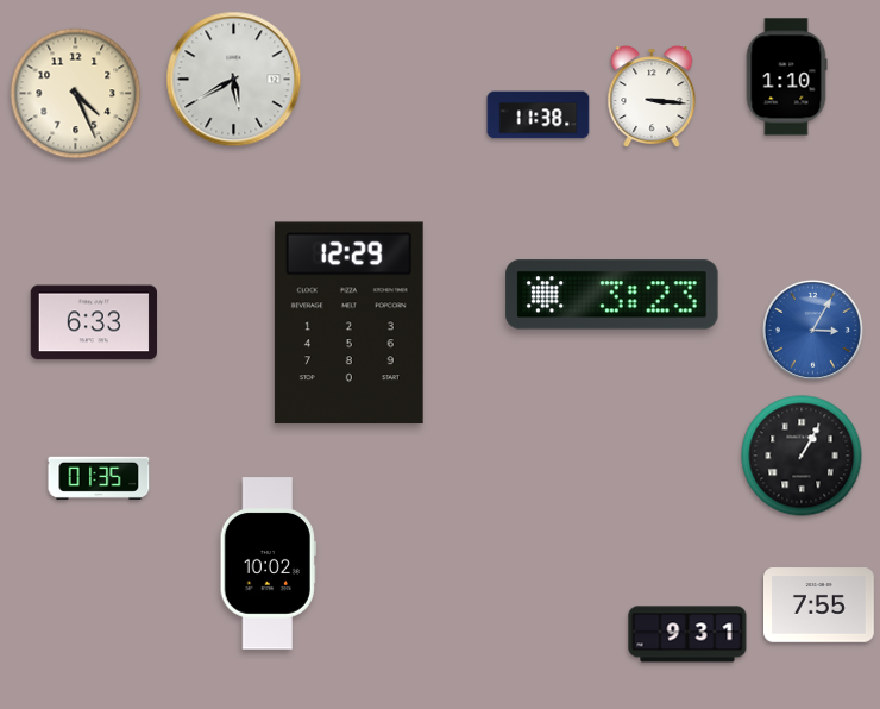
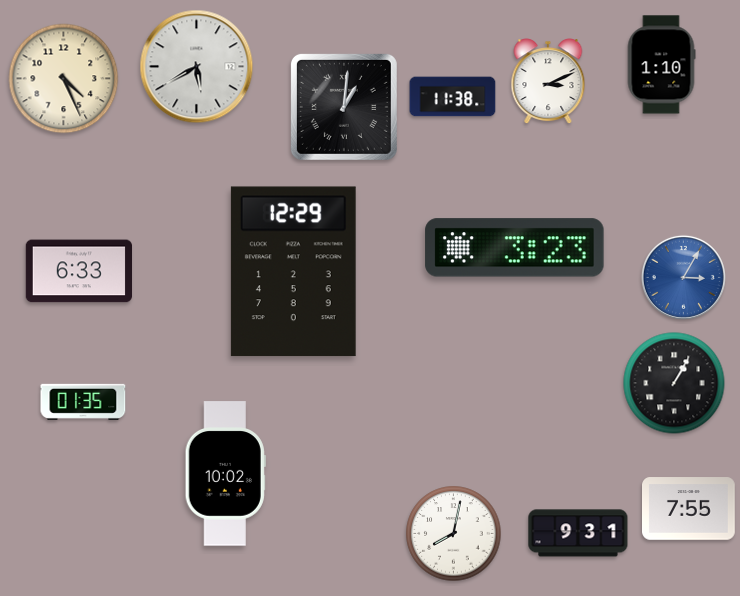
clock at (652, 98): 3:16 -> 3:11
clock at (344, 107): none -> 1:01
clock at (454, 534): none -> 8:02
